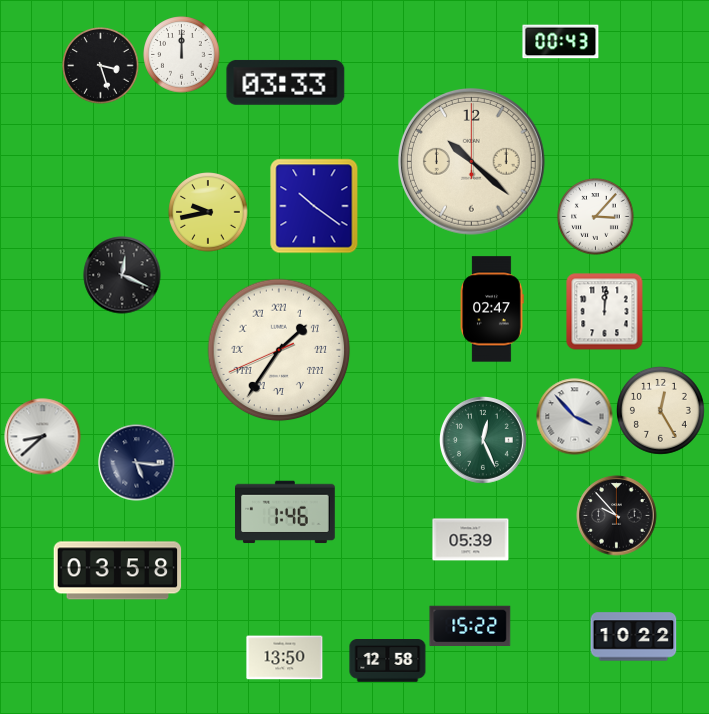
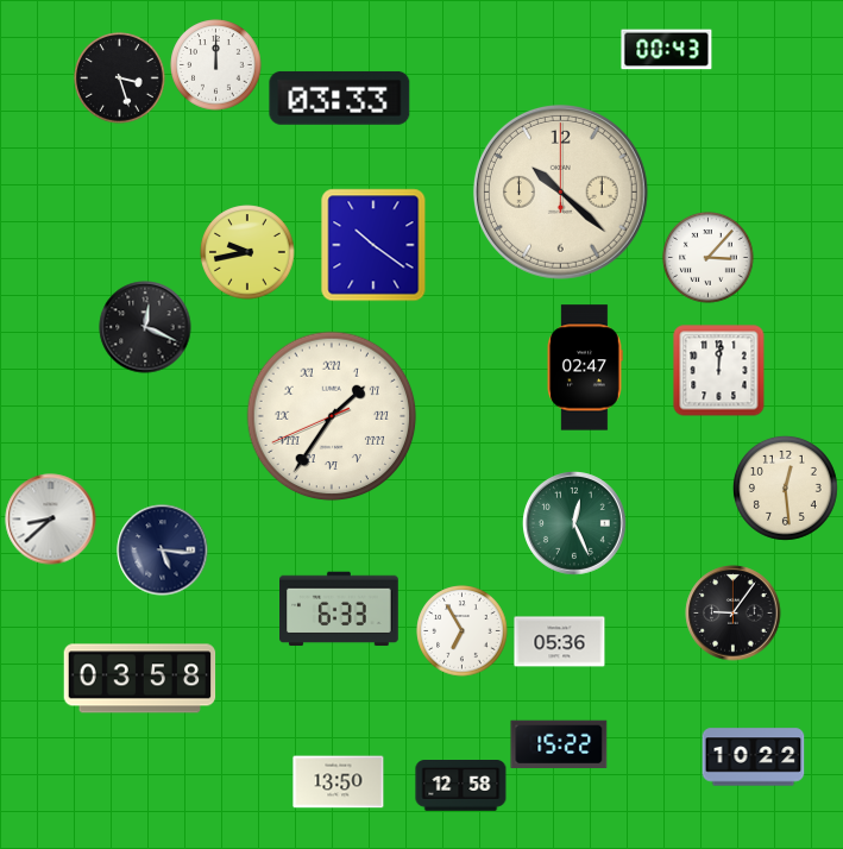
clock at (660, 410): 12:25 -> 12:29
clock at (575, 417): 3:53 -> none
clock at (286, 512): 1:46 -> 6:33
clock at (617, 516): 9:53 -> 9:06
clock at (463, 631): none -> 6:55
clock at (471, 540): 05:39 -> 05:36
